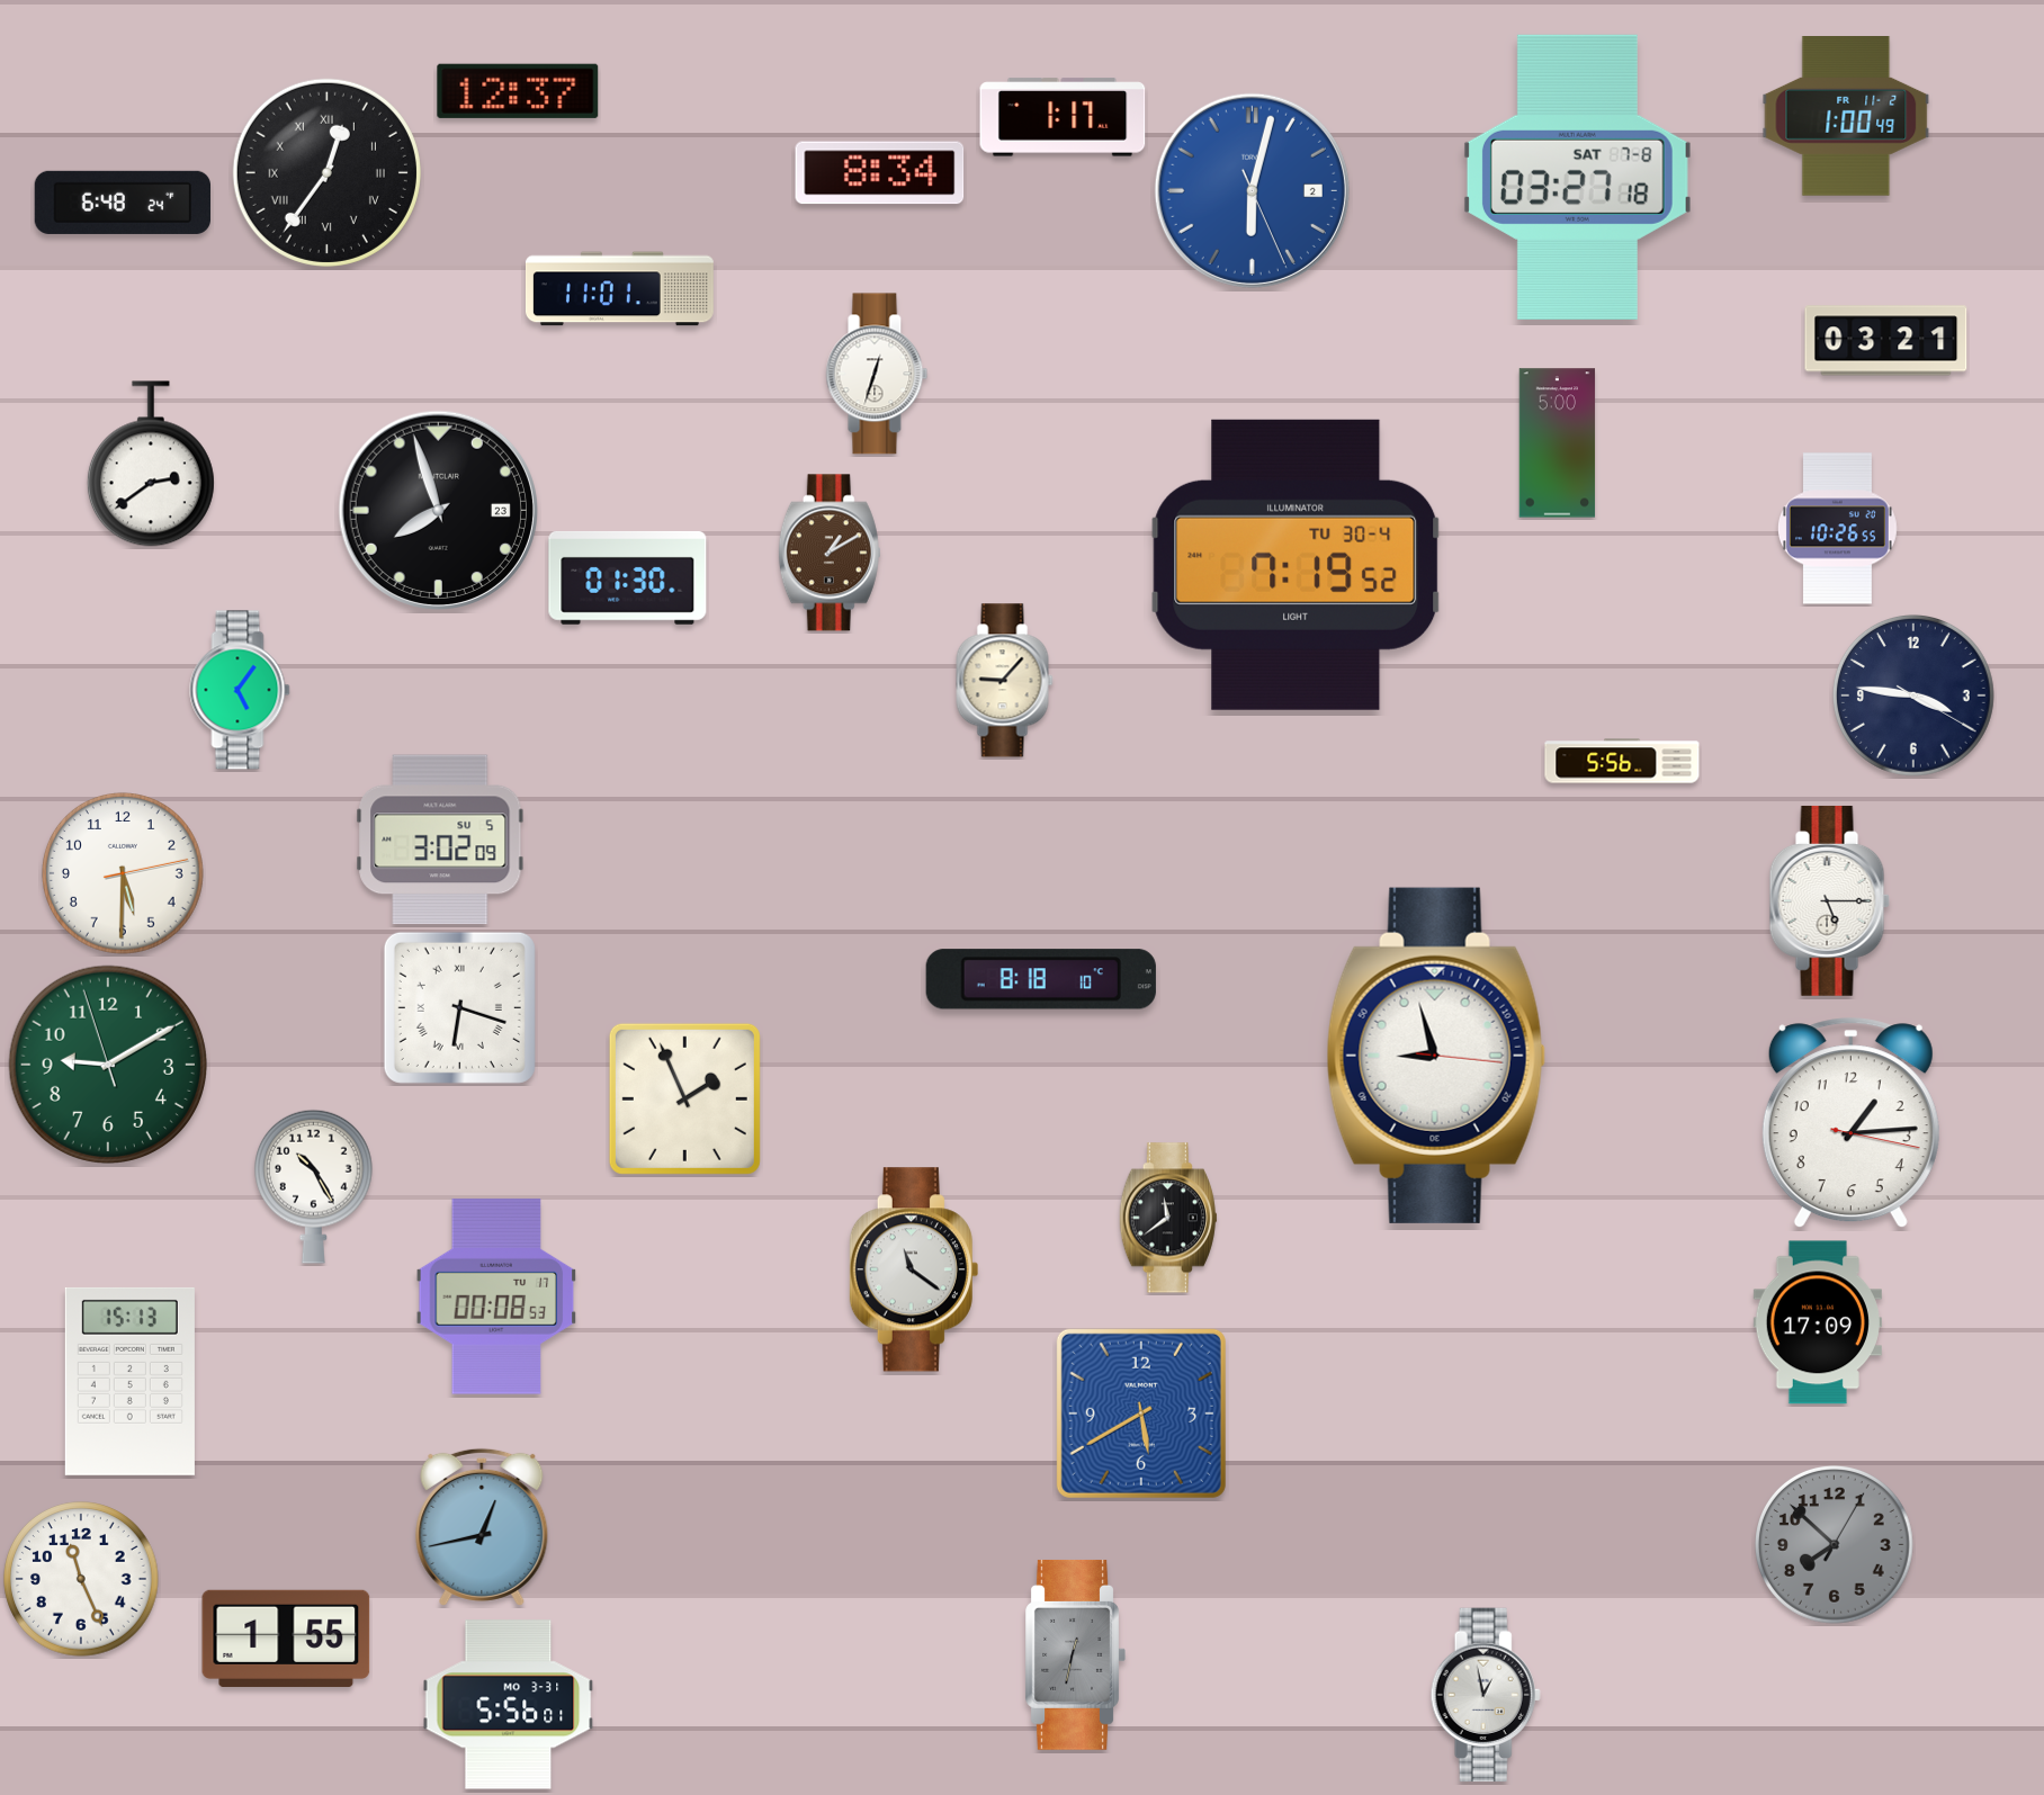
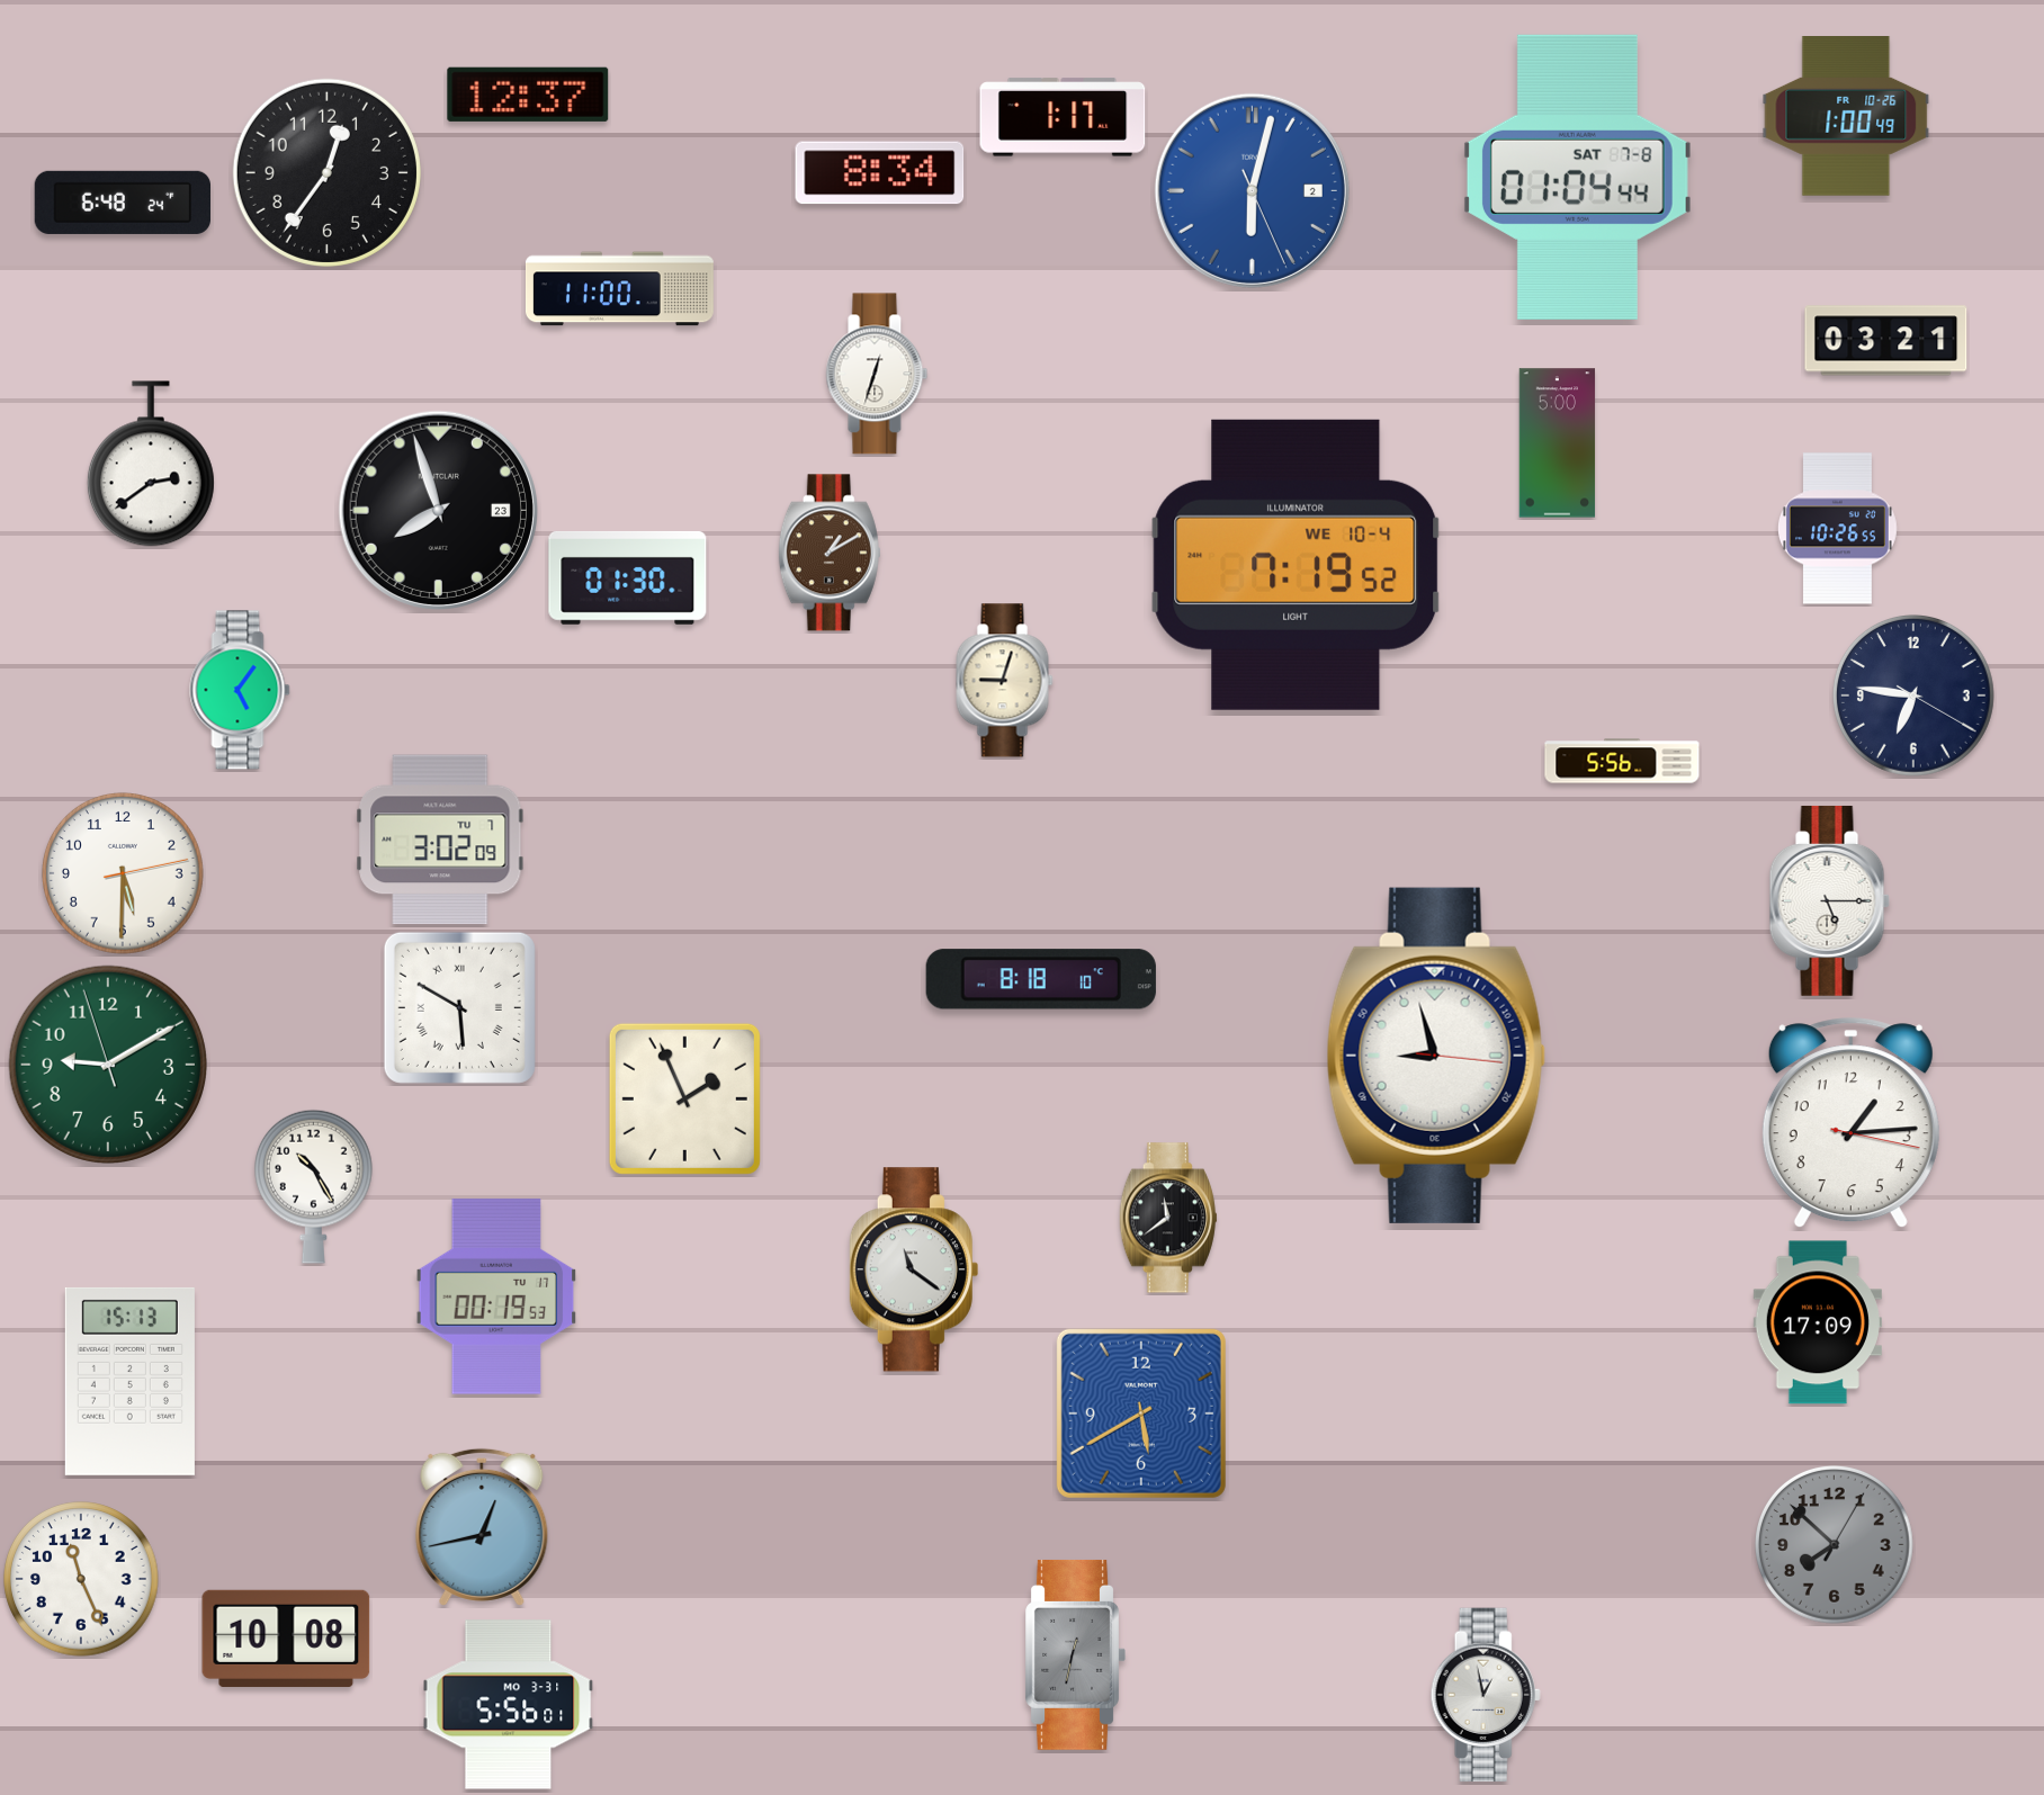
clock at (518, 91) position: (518, 91) -> (528, 95)
clock at (1846, 117) date: FR 11-2 -> FR 10-26
clock at (326, 172) numerals: Roman -> Arabic
clock at (1577, 177): 03:27 -> 01:04
clock at (619, 289): 11:01 -> 11:00
clock at (1296, 565) date: TU 30-4 -> WE 10-4
clock at (1005, 681): 9:07 -> 9:03
clock at (1913, 695): 3:46 -> 6:46
clock at (440, 840) date: SU 5 -> TU 7
clock at (459, 1007): 6:18 -> 5:50
clock at (496, 1296): 00:08 -> 00:19
clock at (286, 1639): 1:55 -> 10:08
